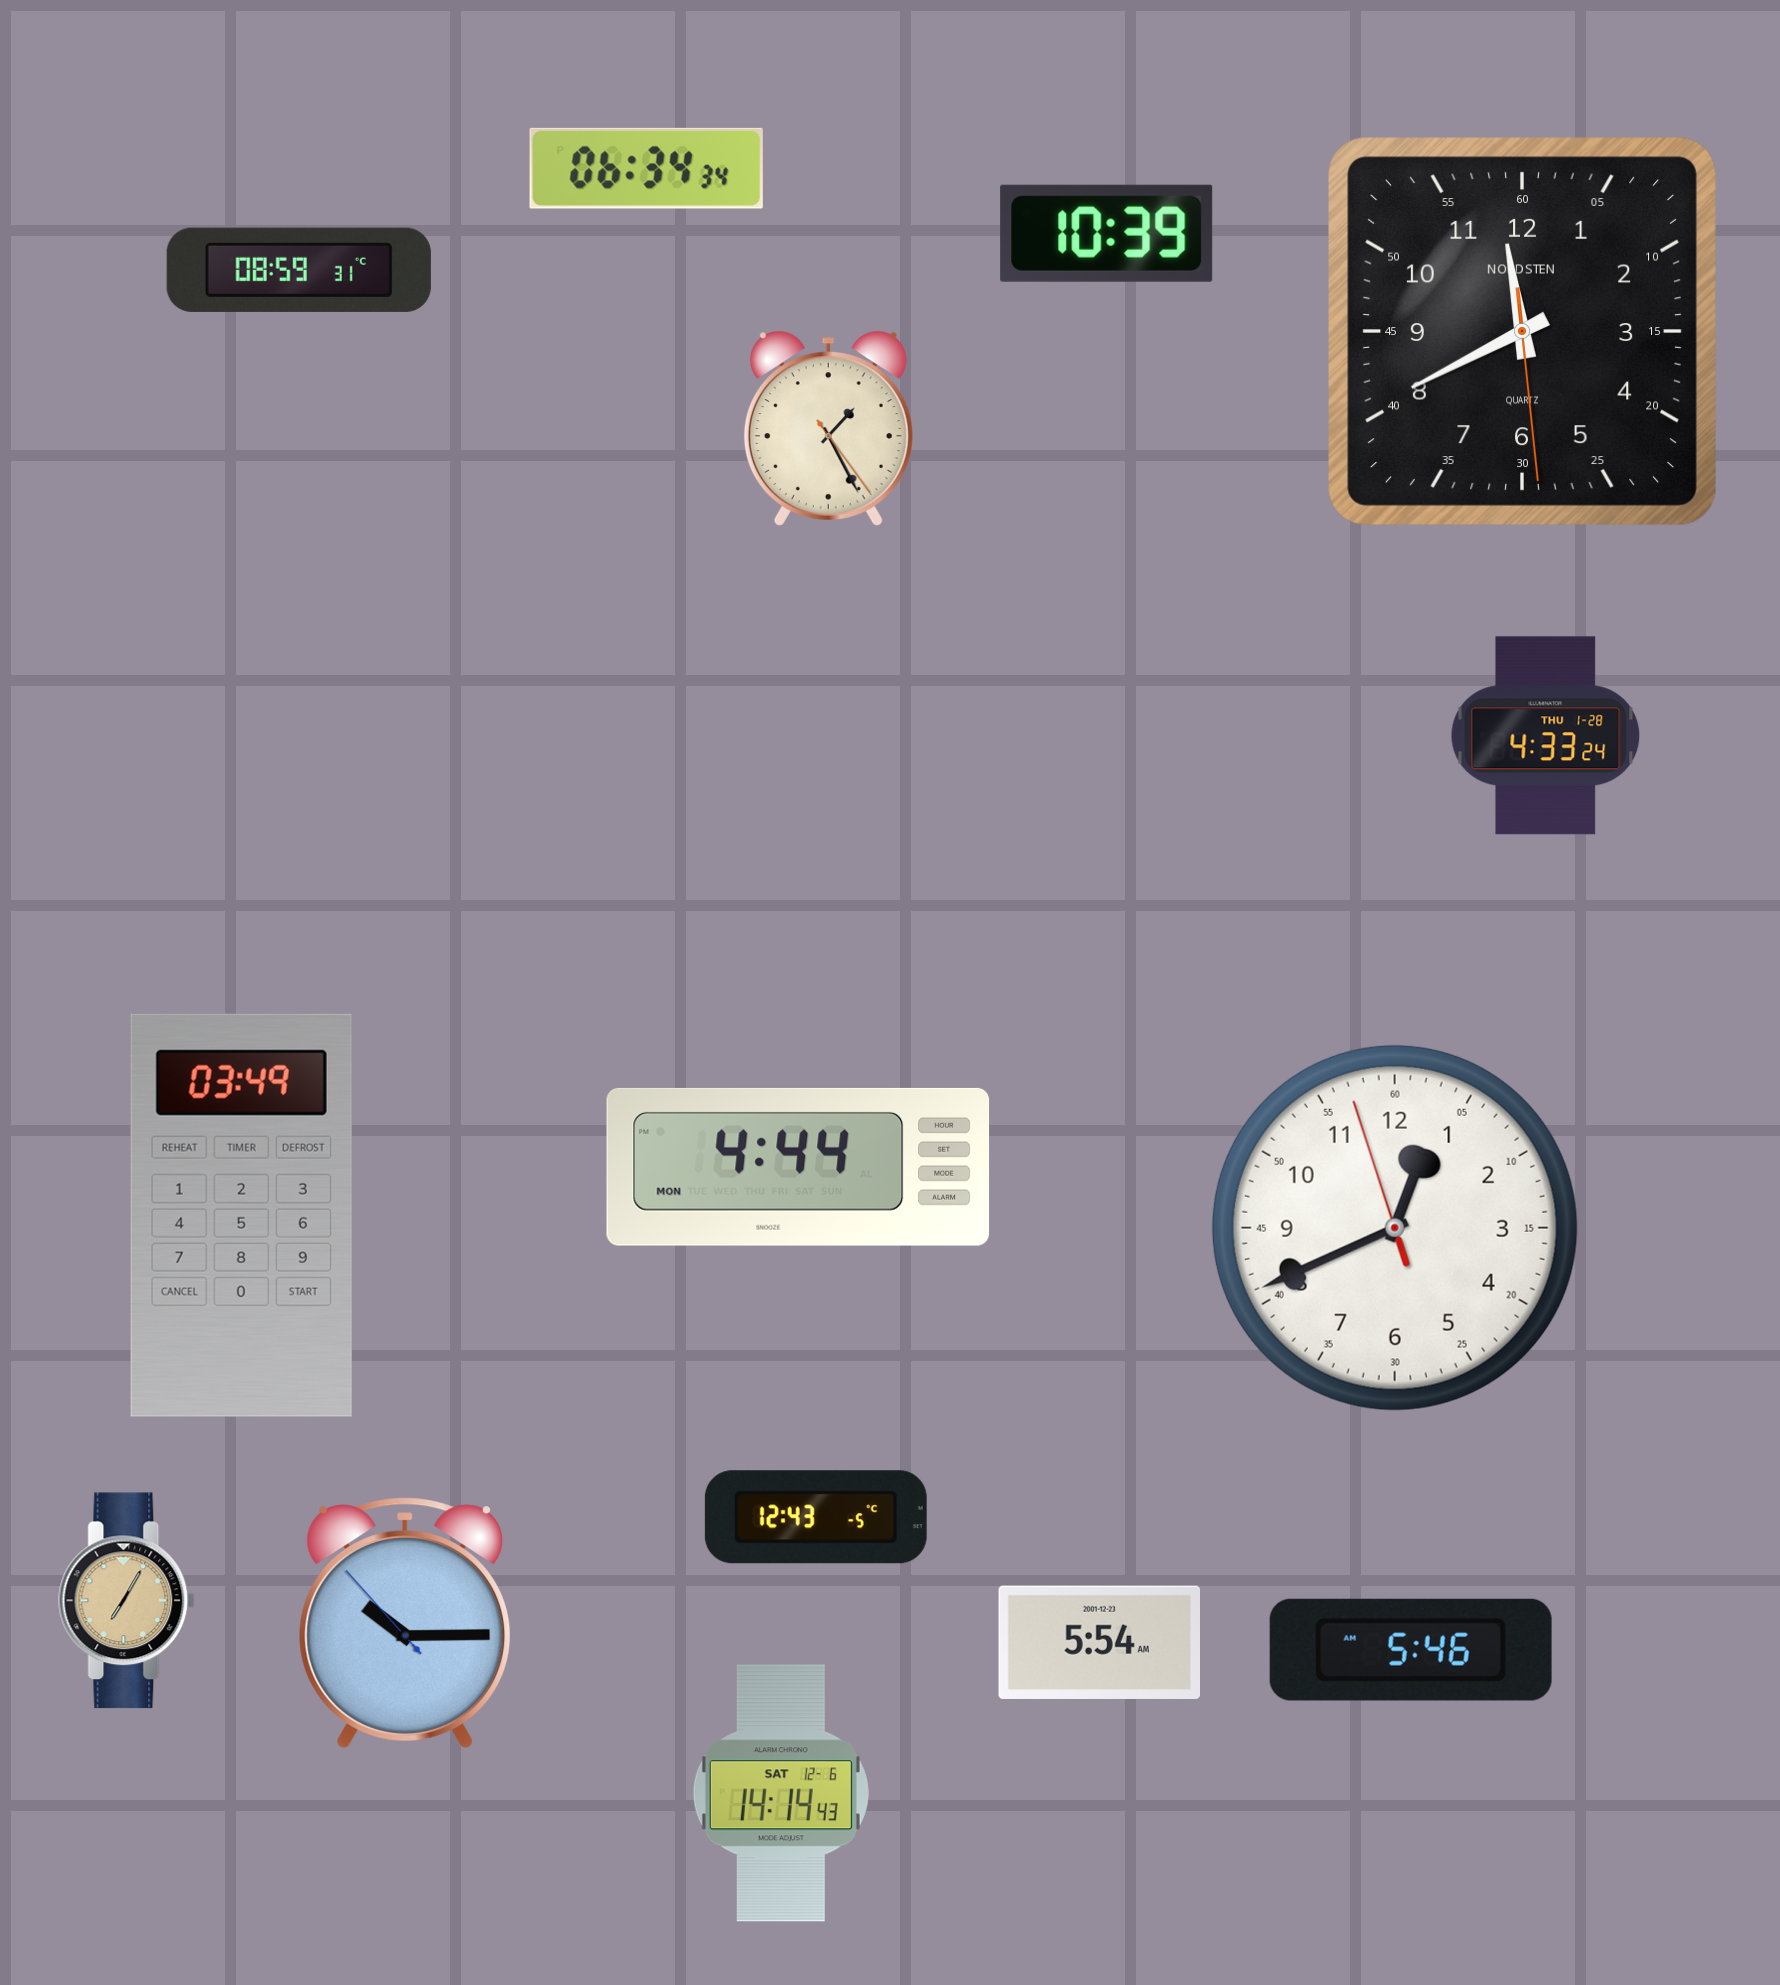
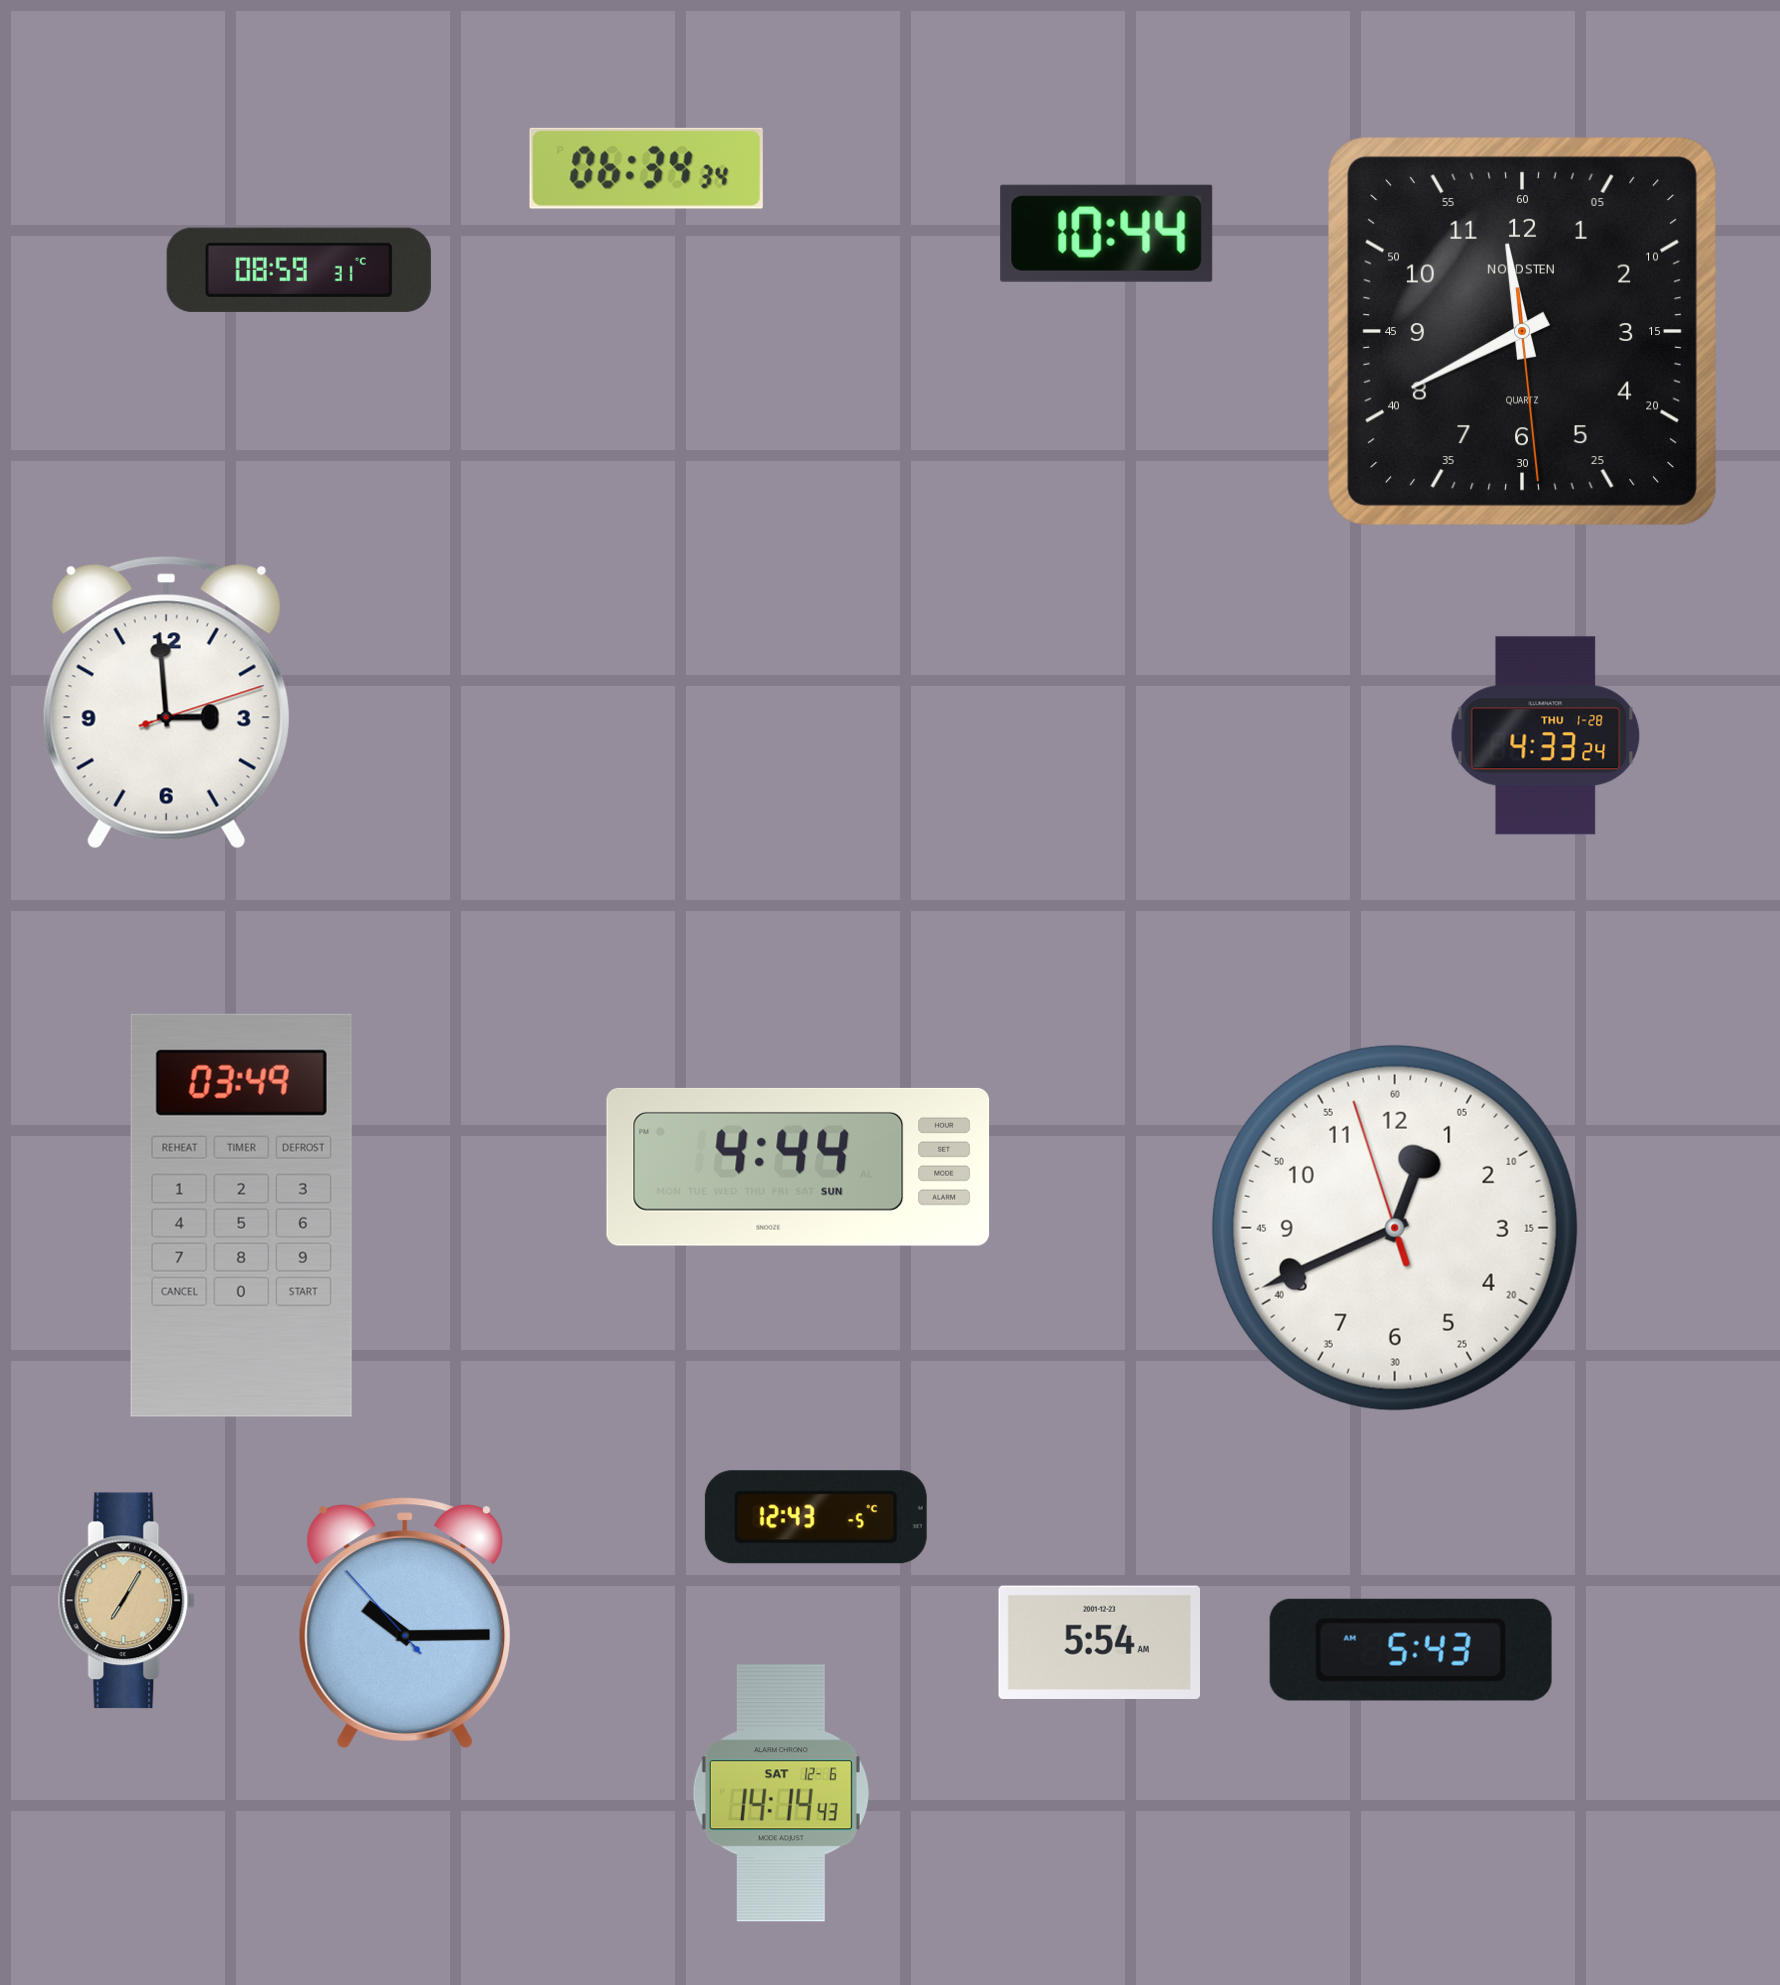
clock at (1107, 233): 10:39 -> 10:44
clock at (828, 428): 1:25 -> none
clock at (166, 703): none -> 2:59
clock at (798, 1167) date: MON -> SUN
clock at (1411, 1650): 5:46 -> 5:43
